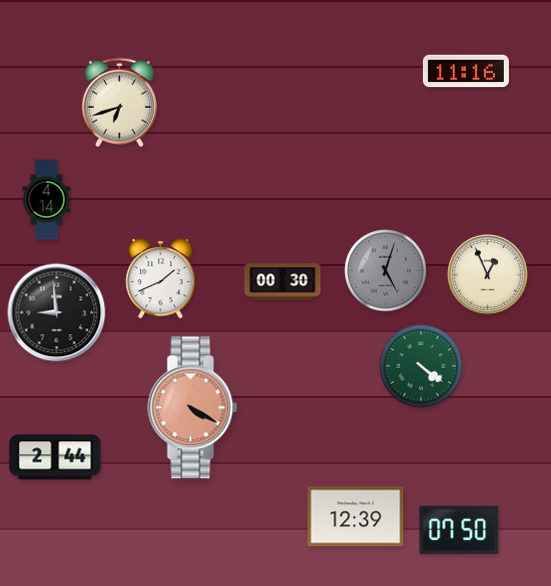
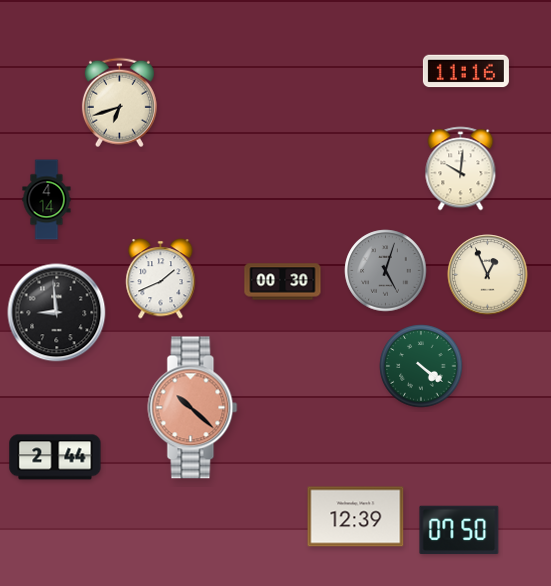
clock at (461, 169): none -> 10:01
clock at (193, 408): 4:20 -> 10:22
